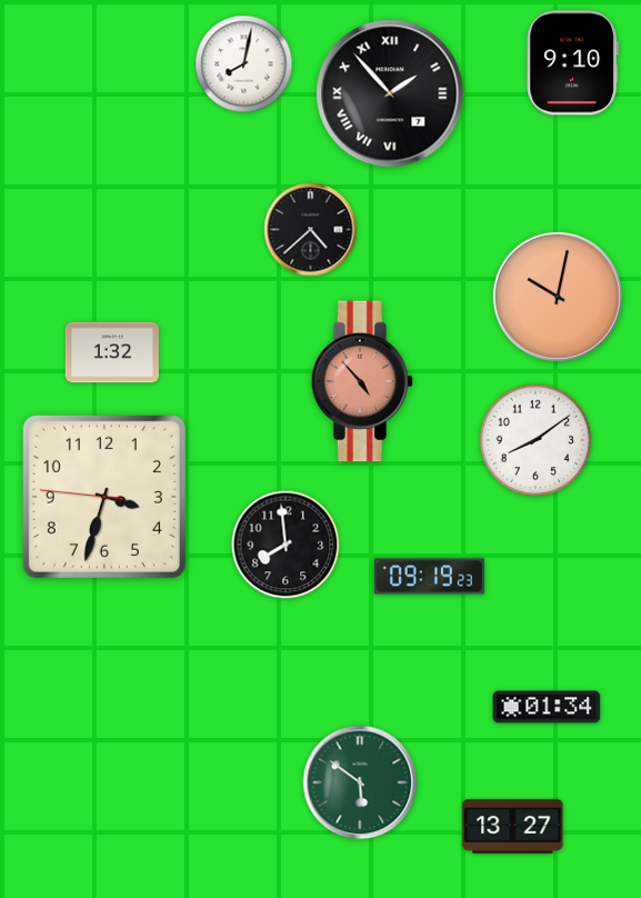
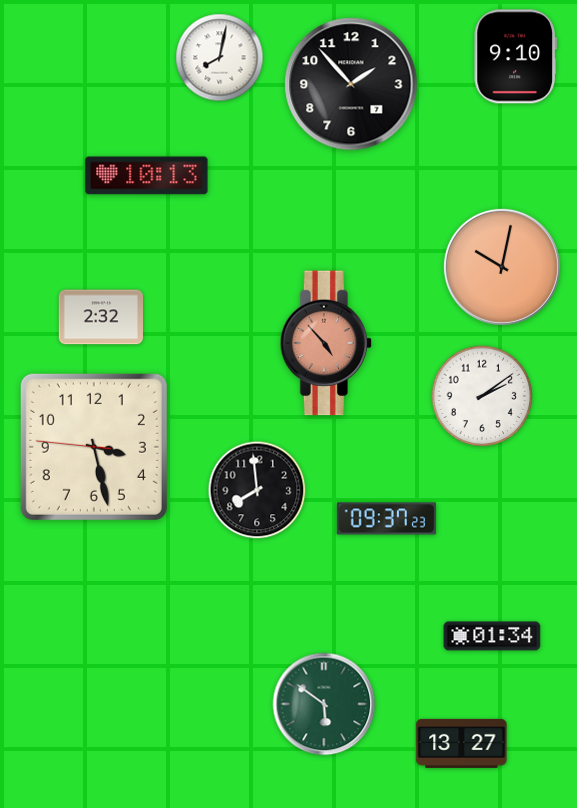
clock at (390, 93) numerals: Roman -> Arabic
clock at (147, 176): none -> 10:13
clock at (311, 230): 4:38 -> none
clock at (111, 352): 1:32 -> 2:32
clock at (535, 440): 8:09 -> 2:09
clock at (104, 497): 3:32 -> 3:27
clock at (430, 577): 09:19 -> 09:37
